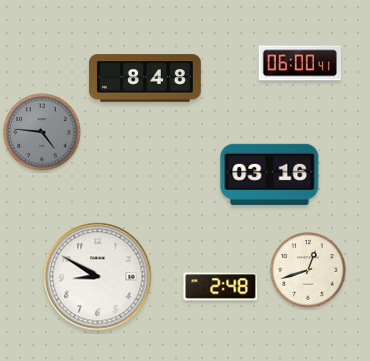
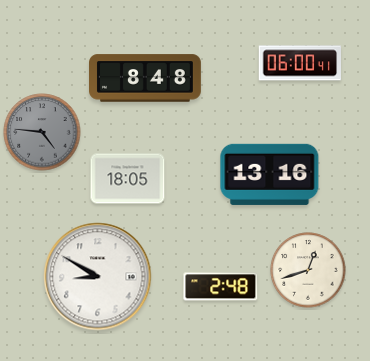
clock at (270, 174): 03:16 -> 13:16
clock at (128, 179): none -> 18:05
